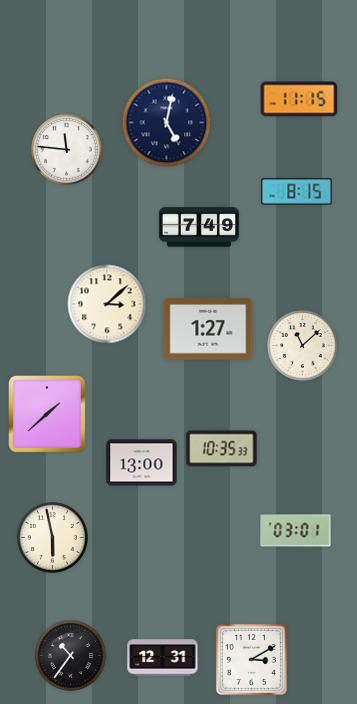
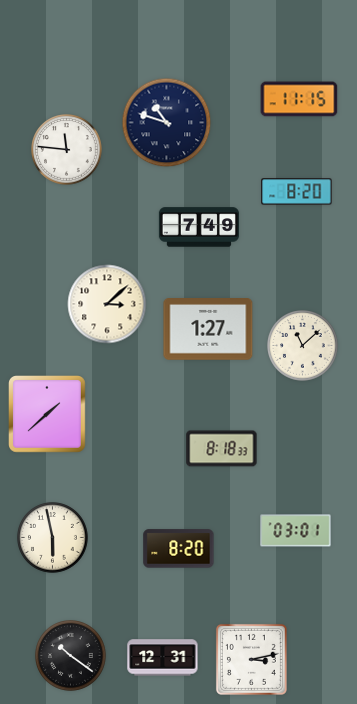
clock at (167, 123): 5:02 -> 10:48
clock at (297, 192): 8:15 -> 8:20
clock at (222, 449): 10:35 -> 8:18
clock at (142, 463): 13:00 -> none
clock at (179, 549): none -> 8:20
clock at (71, 656): 10:36 -> 10:21
clock at (251, 659): 3:10 -> 3:13
